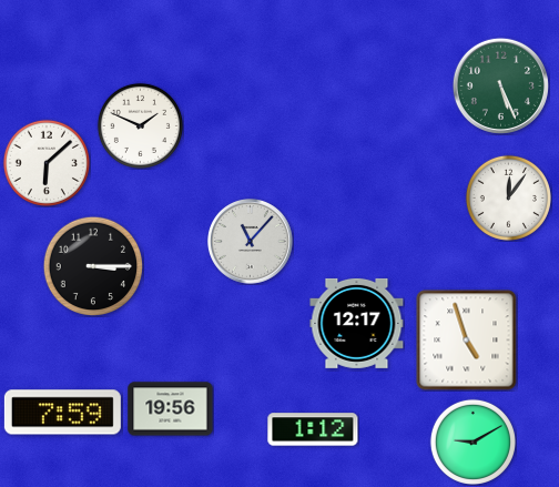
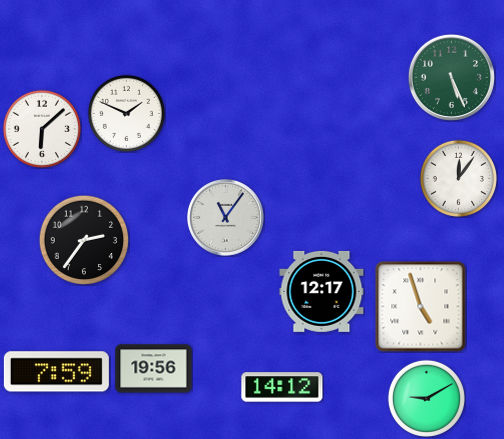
clock at (47, 163) position: (47, 163) -> (42, 129)
clock at (251, 242): 11:07 -> 11:06
clock at (93, 266): 3:15 -> 2:36
clock at (313, 429): 1:12 -> 14:12
